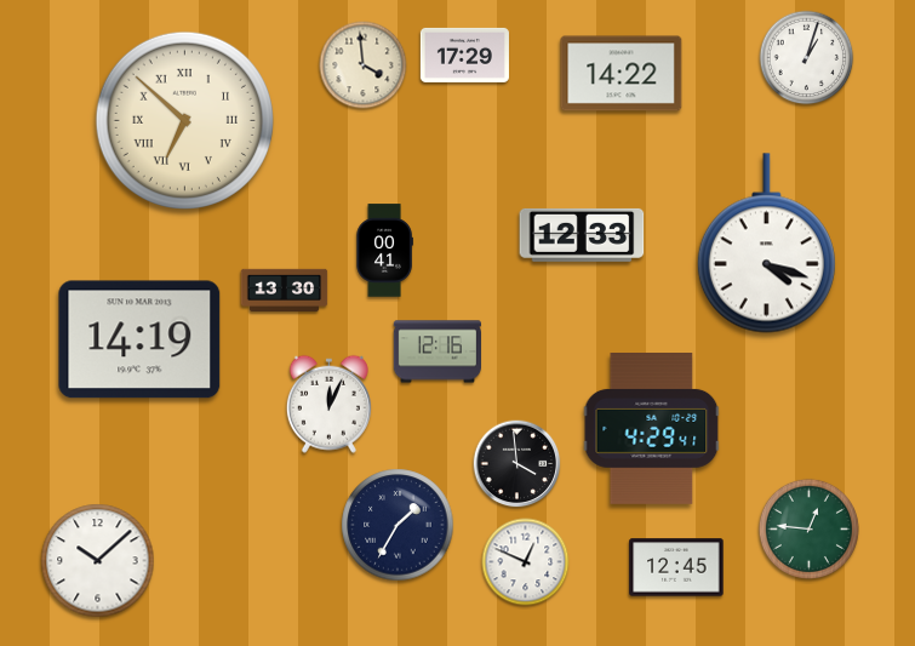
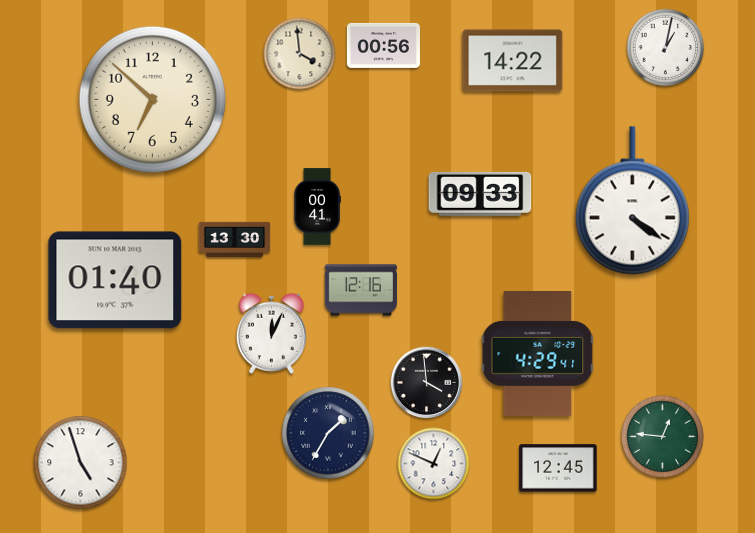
clock at (464, 55): 17:29 -> 00:56
clock at (807, 58): 1:03 -> 1:02
clock at (184, 120) numerals: Roman -> Arabic
clock at (582, 235): 12:33 -> 09:33
clock at (766, 244): 4:18 -> 4:21
clock at (139, 339): 14:19 -> 01:40
clock at (808, 528) position: (808, 528) -> (662, 436)
clock at (98, 561): 10:08 -> 4:57
